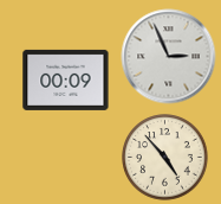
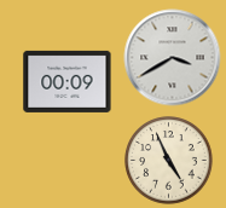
clock at (169, 57): 2:56 -> 3:40
clock at (165, 158): 4:53 -> 4:56
